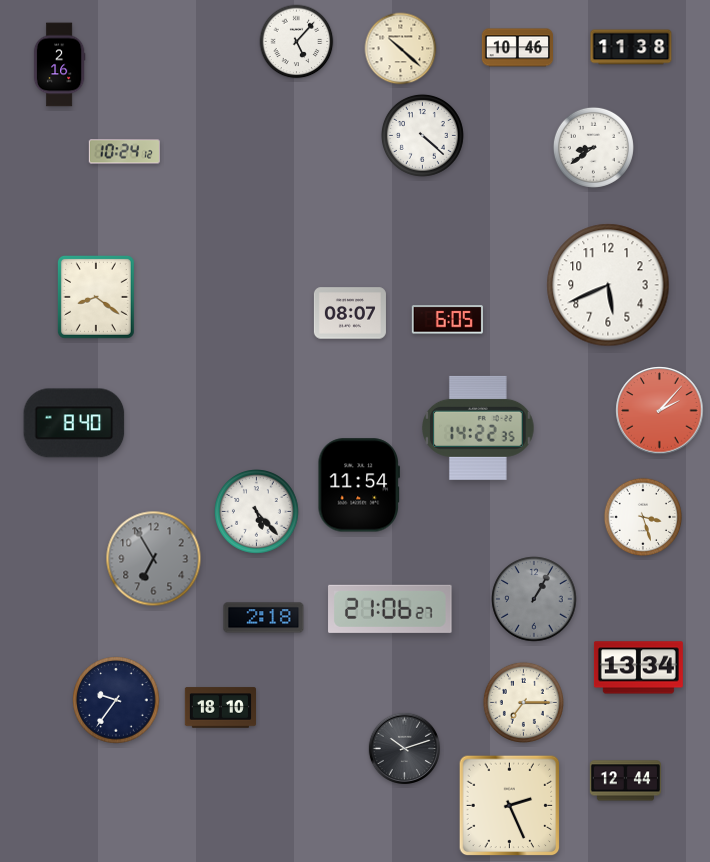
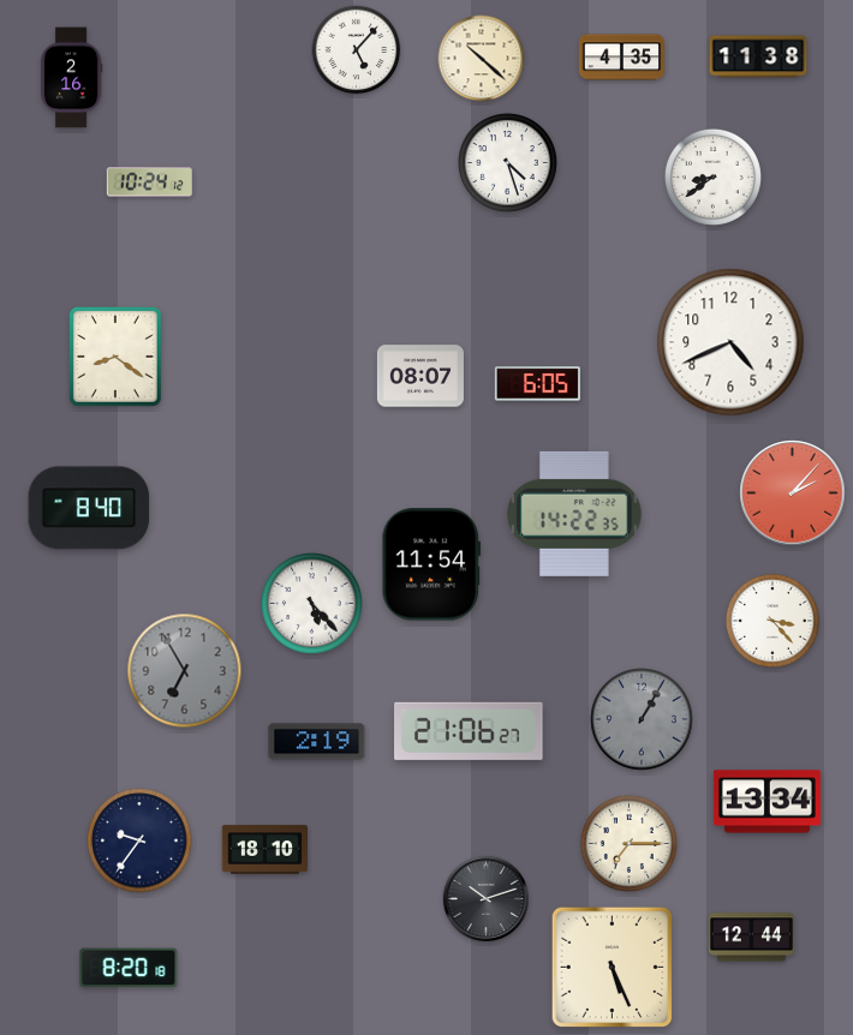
clock at (517, 48): 10:46 -> 4:35
clock at (422, 135): 4:22 -> 4:27
clock at (608, 285): 5:41 -> 4:41
clock at (358, 485) position: (358, 485) -> (430, 564)
clock at (257, 512) position: (257, 512) -> (312, 604)
clock at (642, 516): 3:27 -> 3:23
clock at (264, 618): 2:18 -> 2:19
clock at (129, 968): none -> 8:20
clock at (510, 806): 2:26 -> 5:26
